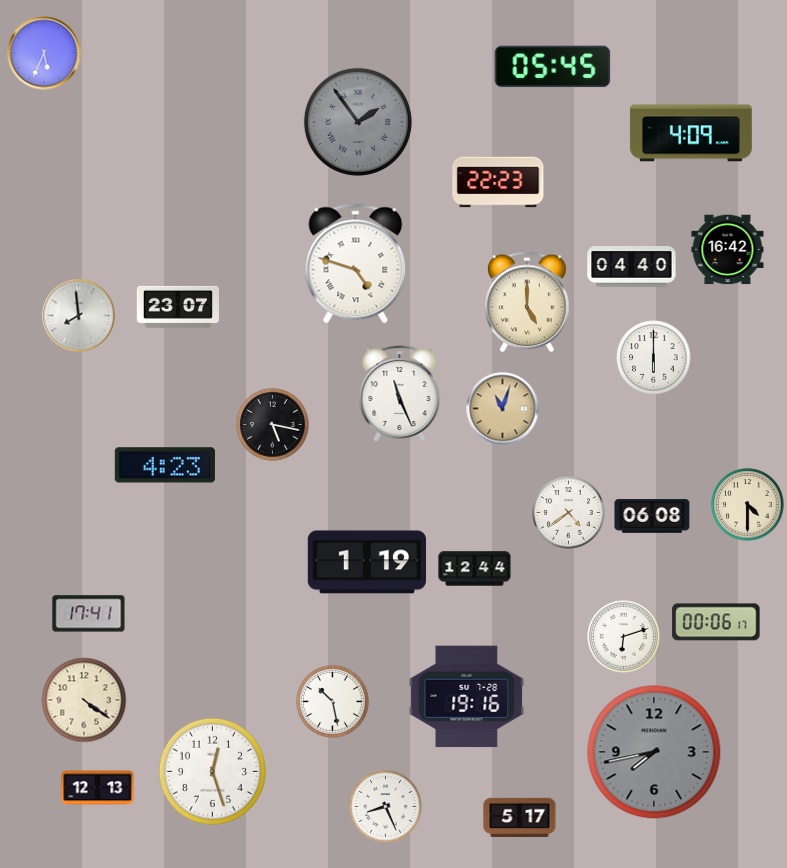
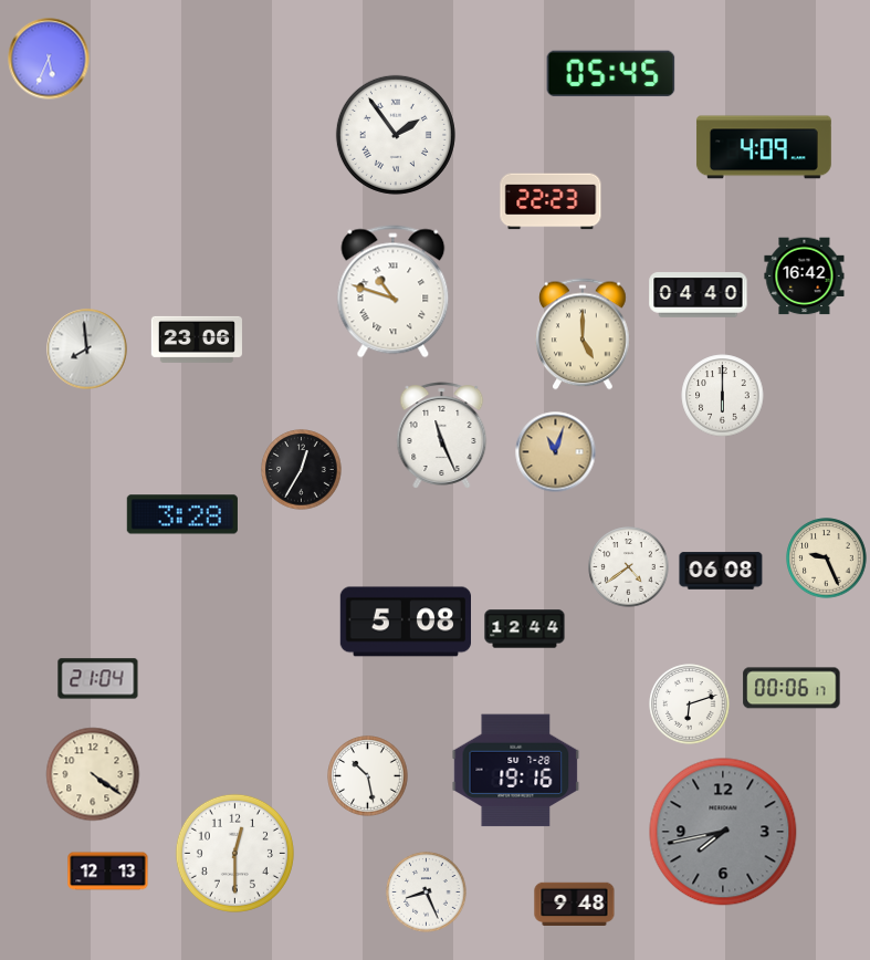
clock at (358, 122) dial: grey -> white
clock at (356, 264): 4:48 -> 10:48
clock at (178, 307): 23:07 -> 23:06
clock at (273, 425): 5:17 -> 12:35
clock at (165, 465): 4:23 -> 3:28
clock at (748, 505): 4:30 -> 9:26
clock at (366, 562): 1:19 -> 5:08
clock at (89, 614): 17:41 -> 21:04
clock at (212, 771): 12:27 -> 12:30
clock at (520, 818): 5:17 -> 9:48
